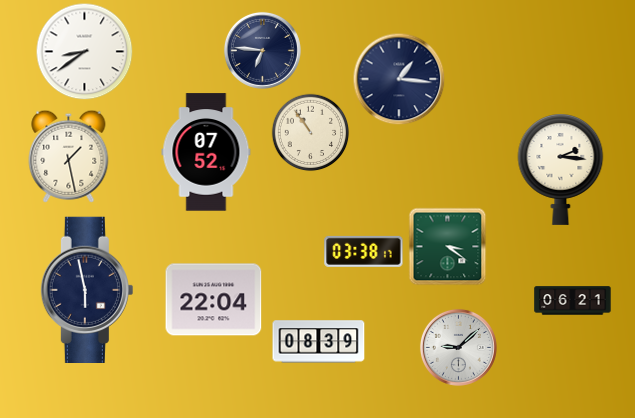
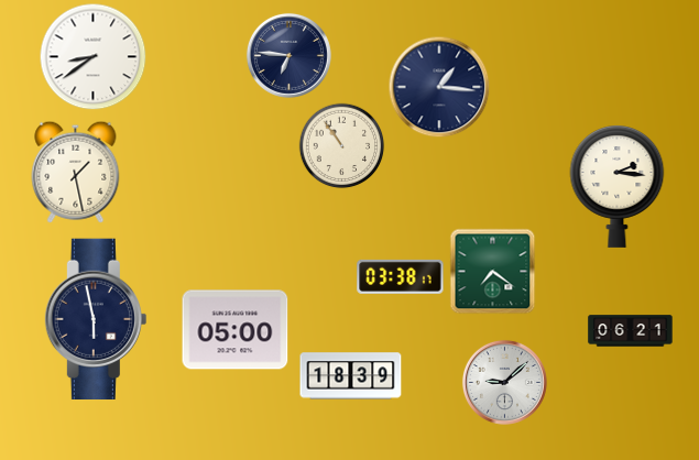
clock at (206, 152): 07:52 -> none
clock at (447, 246): 3:21 -> 7:21
clock at (214, 300): 22:04 -> 05:00
clock at (319, 342): 08:39 -> 18:39
